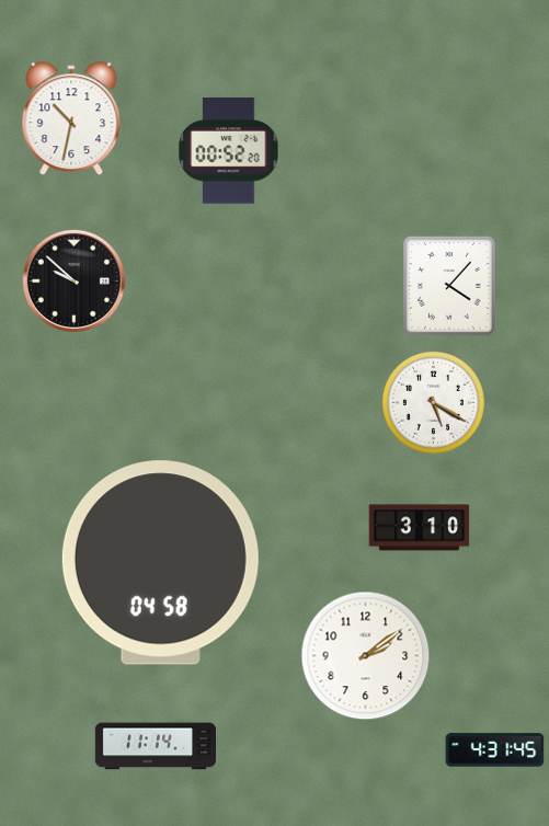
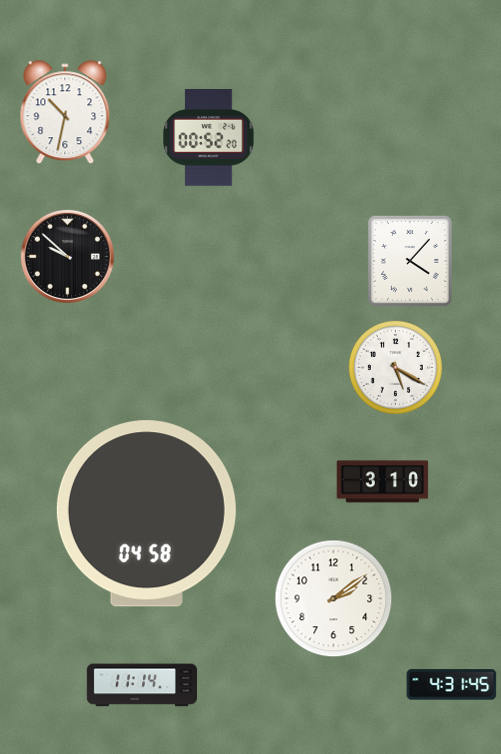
clock at (71, 119) position: (71, 119) -> (65, 113)
clock at (155, 746) position: (155, 746) -> (141, 685)
